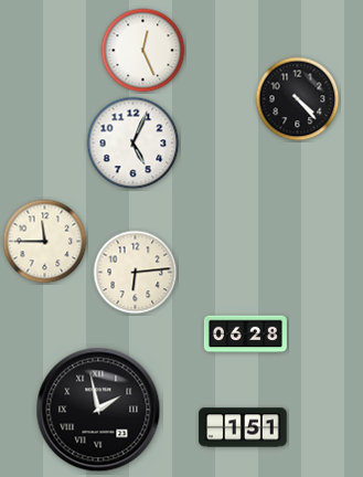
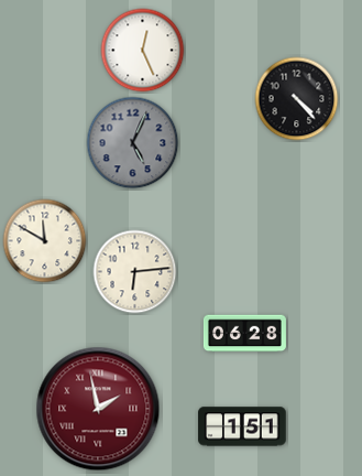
clock at (134, 144) dial: white -> grey
clock at (45, 242): 11:45 -> 11:50
clock at (98, 410) dial: black -> burgundy
